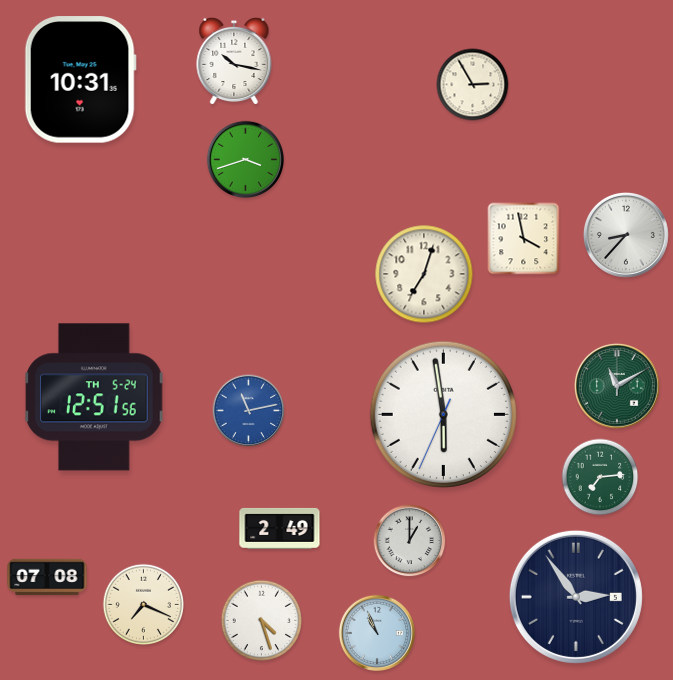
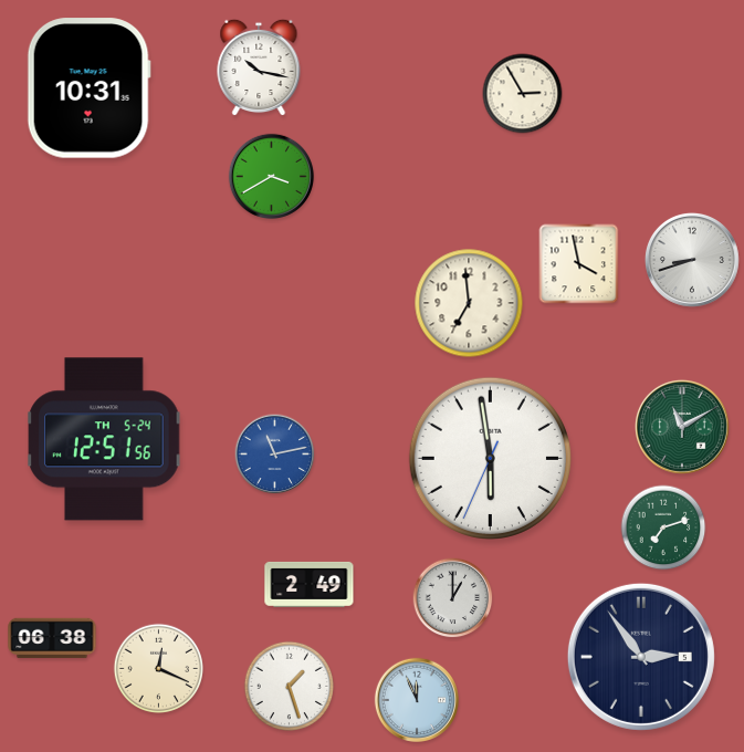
clock at (245, 159): 3:42 -> 3:40
clock at (626, 235): 8:37 -> 8:42
clock at (424, 274): 7:03 -> 6:59
clock at (600, 477): 7:14 -> 7:12
clock at (47, 577): 07:08 -> 06:38
clock at (576, 597) position: (576, 597) -> (641, 657)
clock at (144, 605): 7:19 -> 12:19
clock at (262, 621): 4:27 -> 1:27
clock at (376, 632): 10:56 -> 11:56
